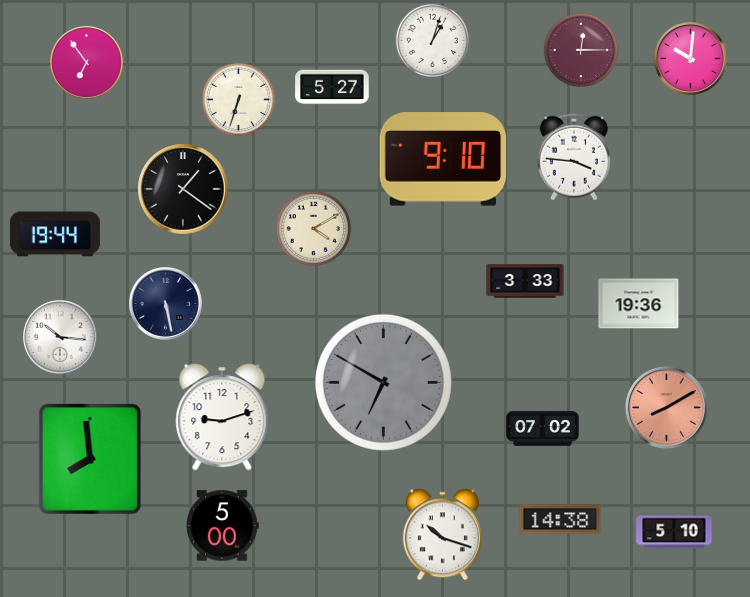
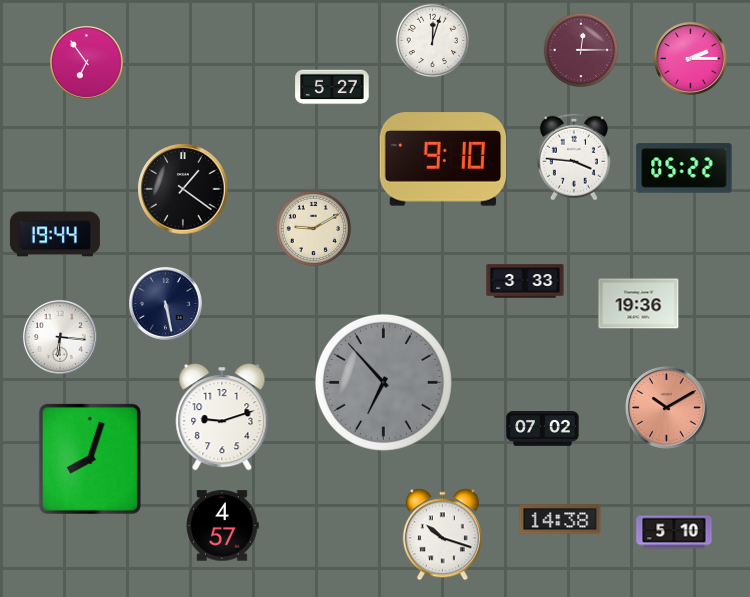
clock at (433, 41): 1:03 -> 12:03
clock at (690, 58): 10:01 -> 2:15
clock at (239, 100): 6:33 -> none
clock at (684, 168): none -> 05:22
clock at (314, 229): 4:10 -> 9:10
clock at (60, 337): 10:16 -> 6:16
clock at (383, 382): 6:50 -> 6:53
clock at (667, 408): 8:10 -> 10:10
clock at (90, 459): 7:59 -> 8:03
clock at (222, 526): 5:00 -> 4:57
